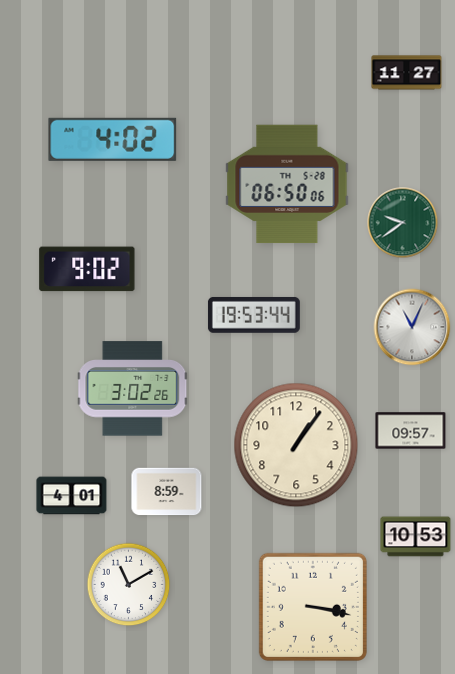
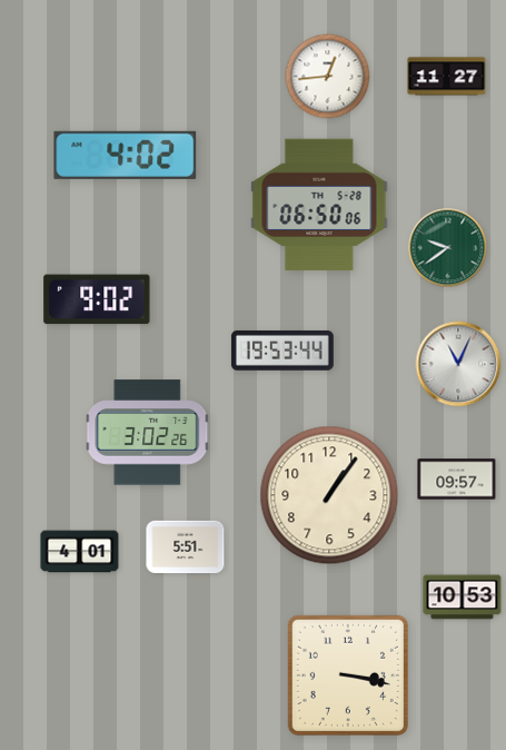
clock at (328, 77): none -> 12:44
clock at (407, 73) position: (407, 73) -> (447, 77)
clock at (167, 492): 8:59 -> 5:51
clock at (129, 585): 11:10 -> none
